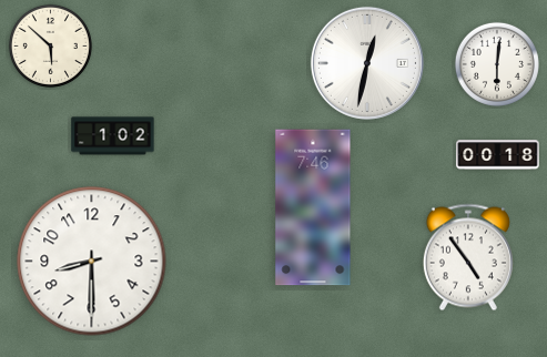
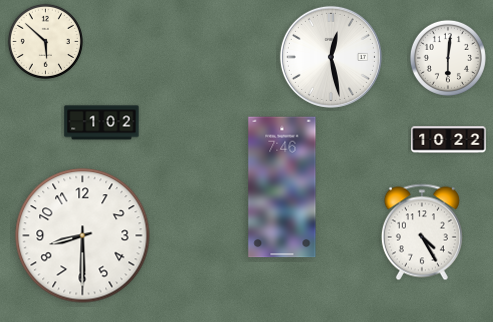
clock at (367, 63): 12:32 -> 12:28
clock at (498, 155): 00:18 -> 10:22
clock at (468, 257): 4:54 -> 4:25
